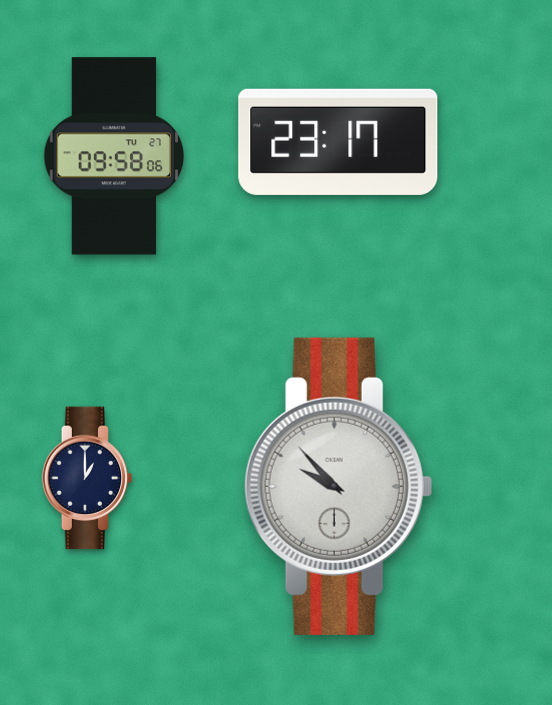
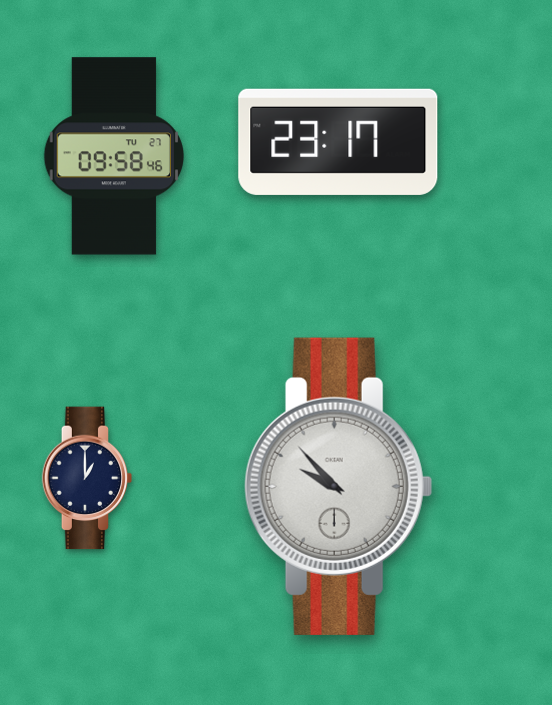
clock at (113, 156): 09:58:06 -> 09:58:46
